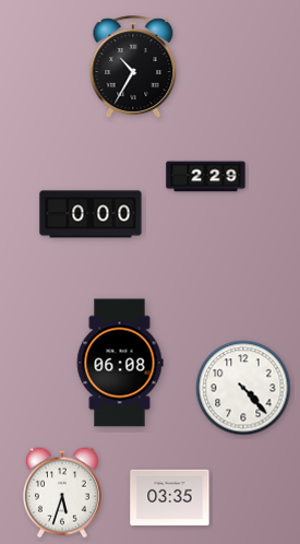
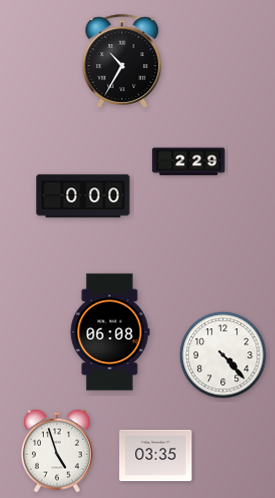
clock at (62, 493): 5:33 -> 4:57
